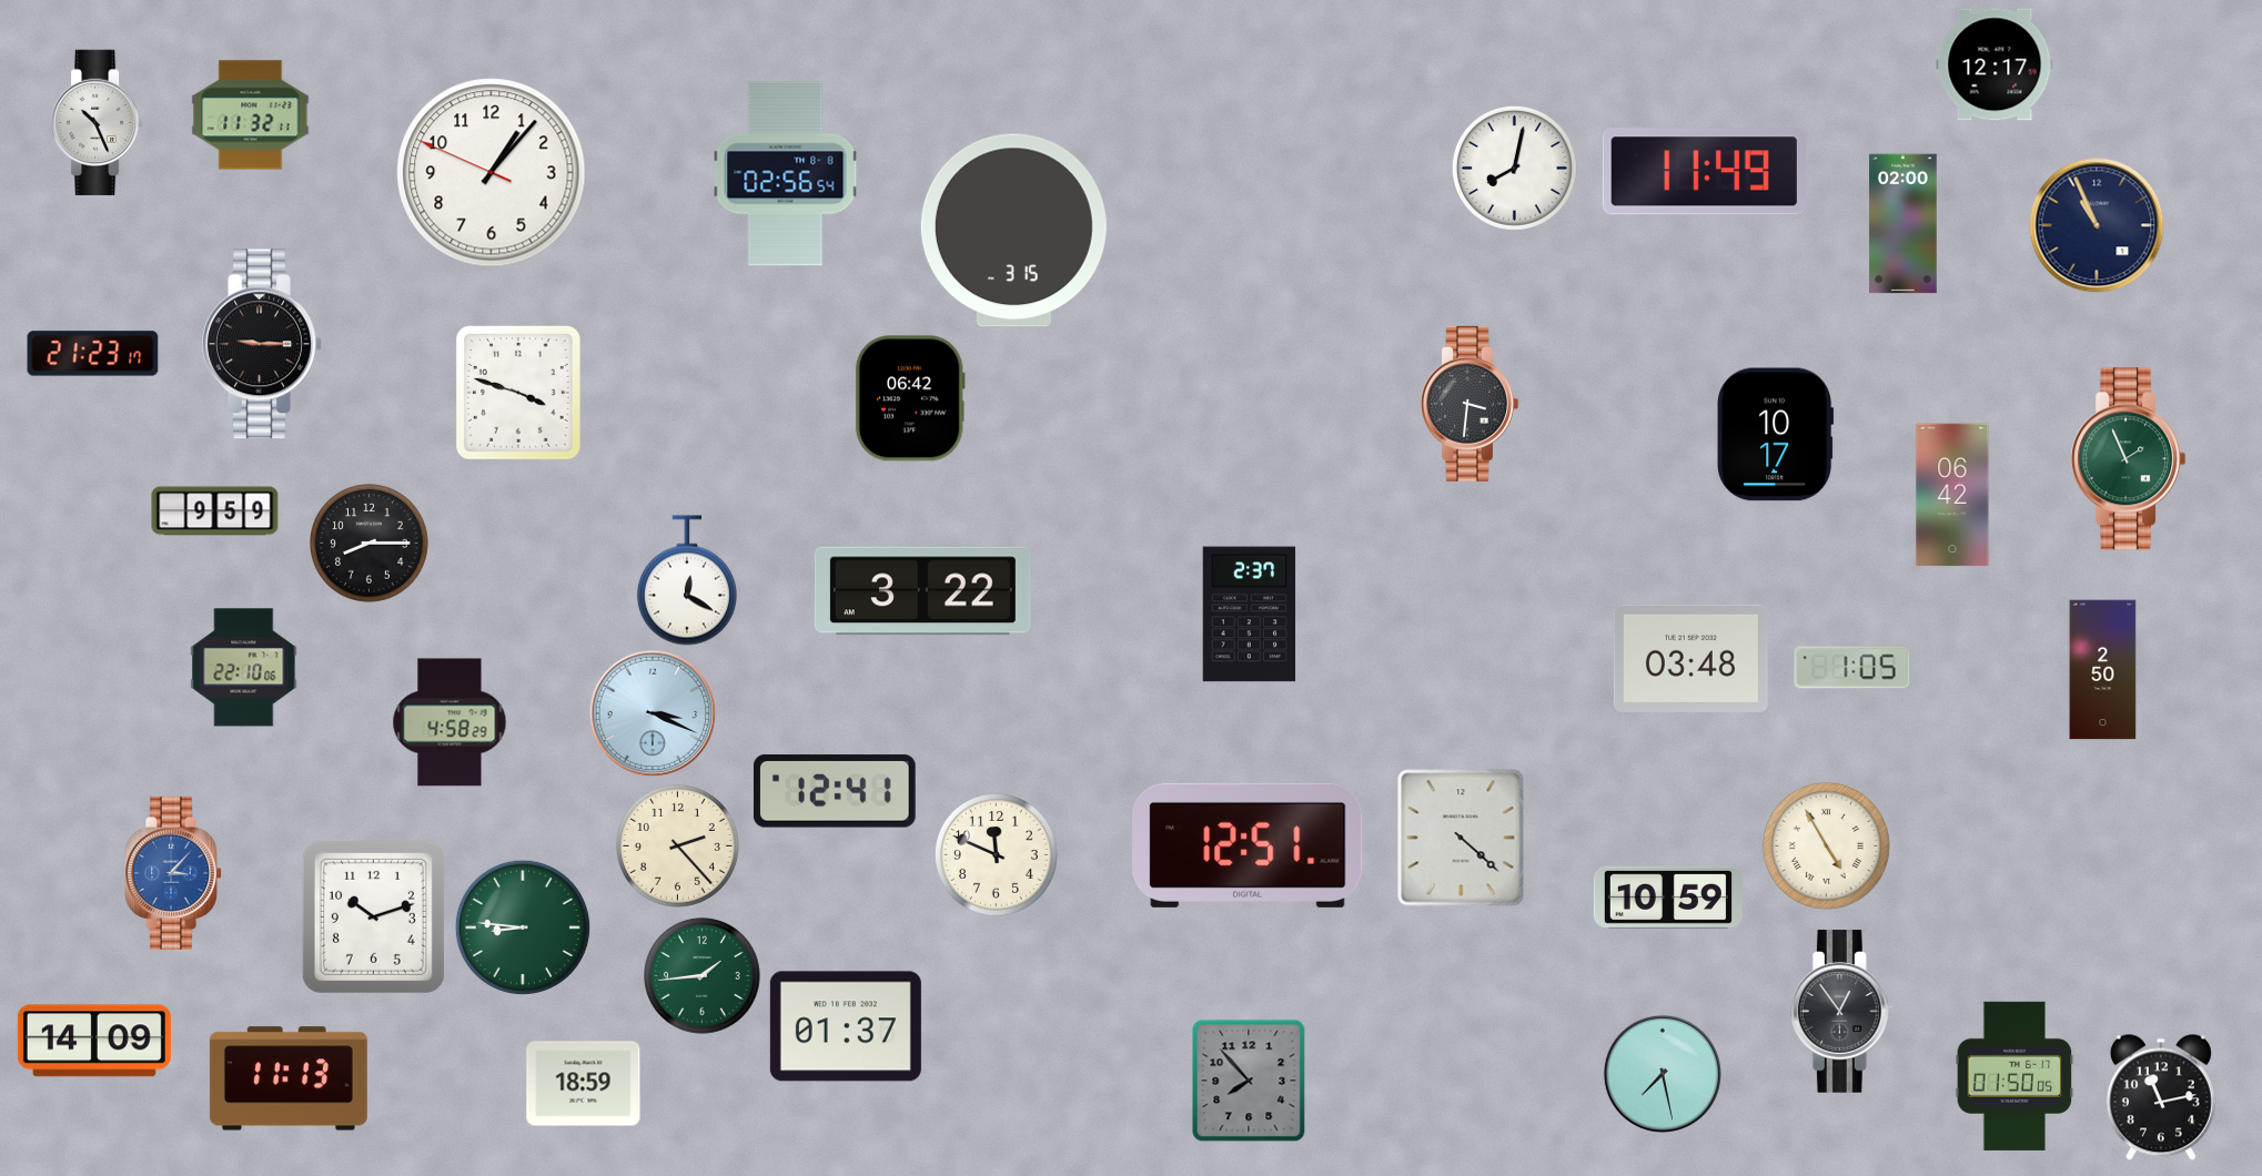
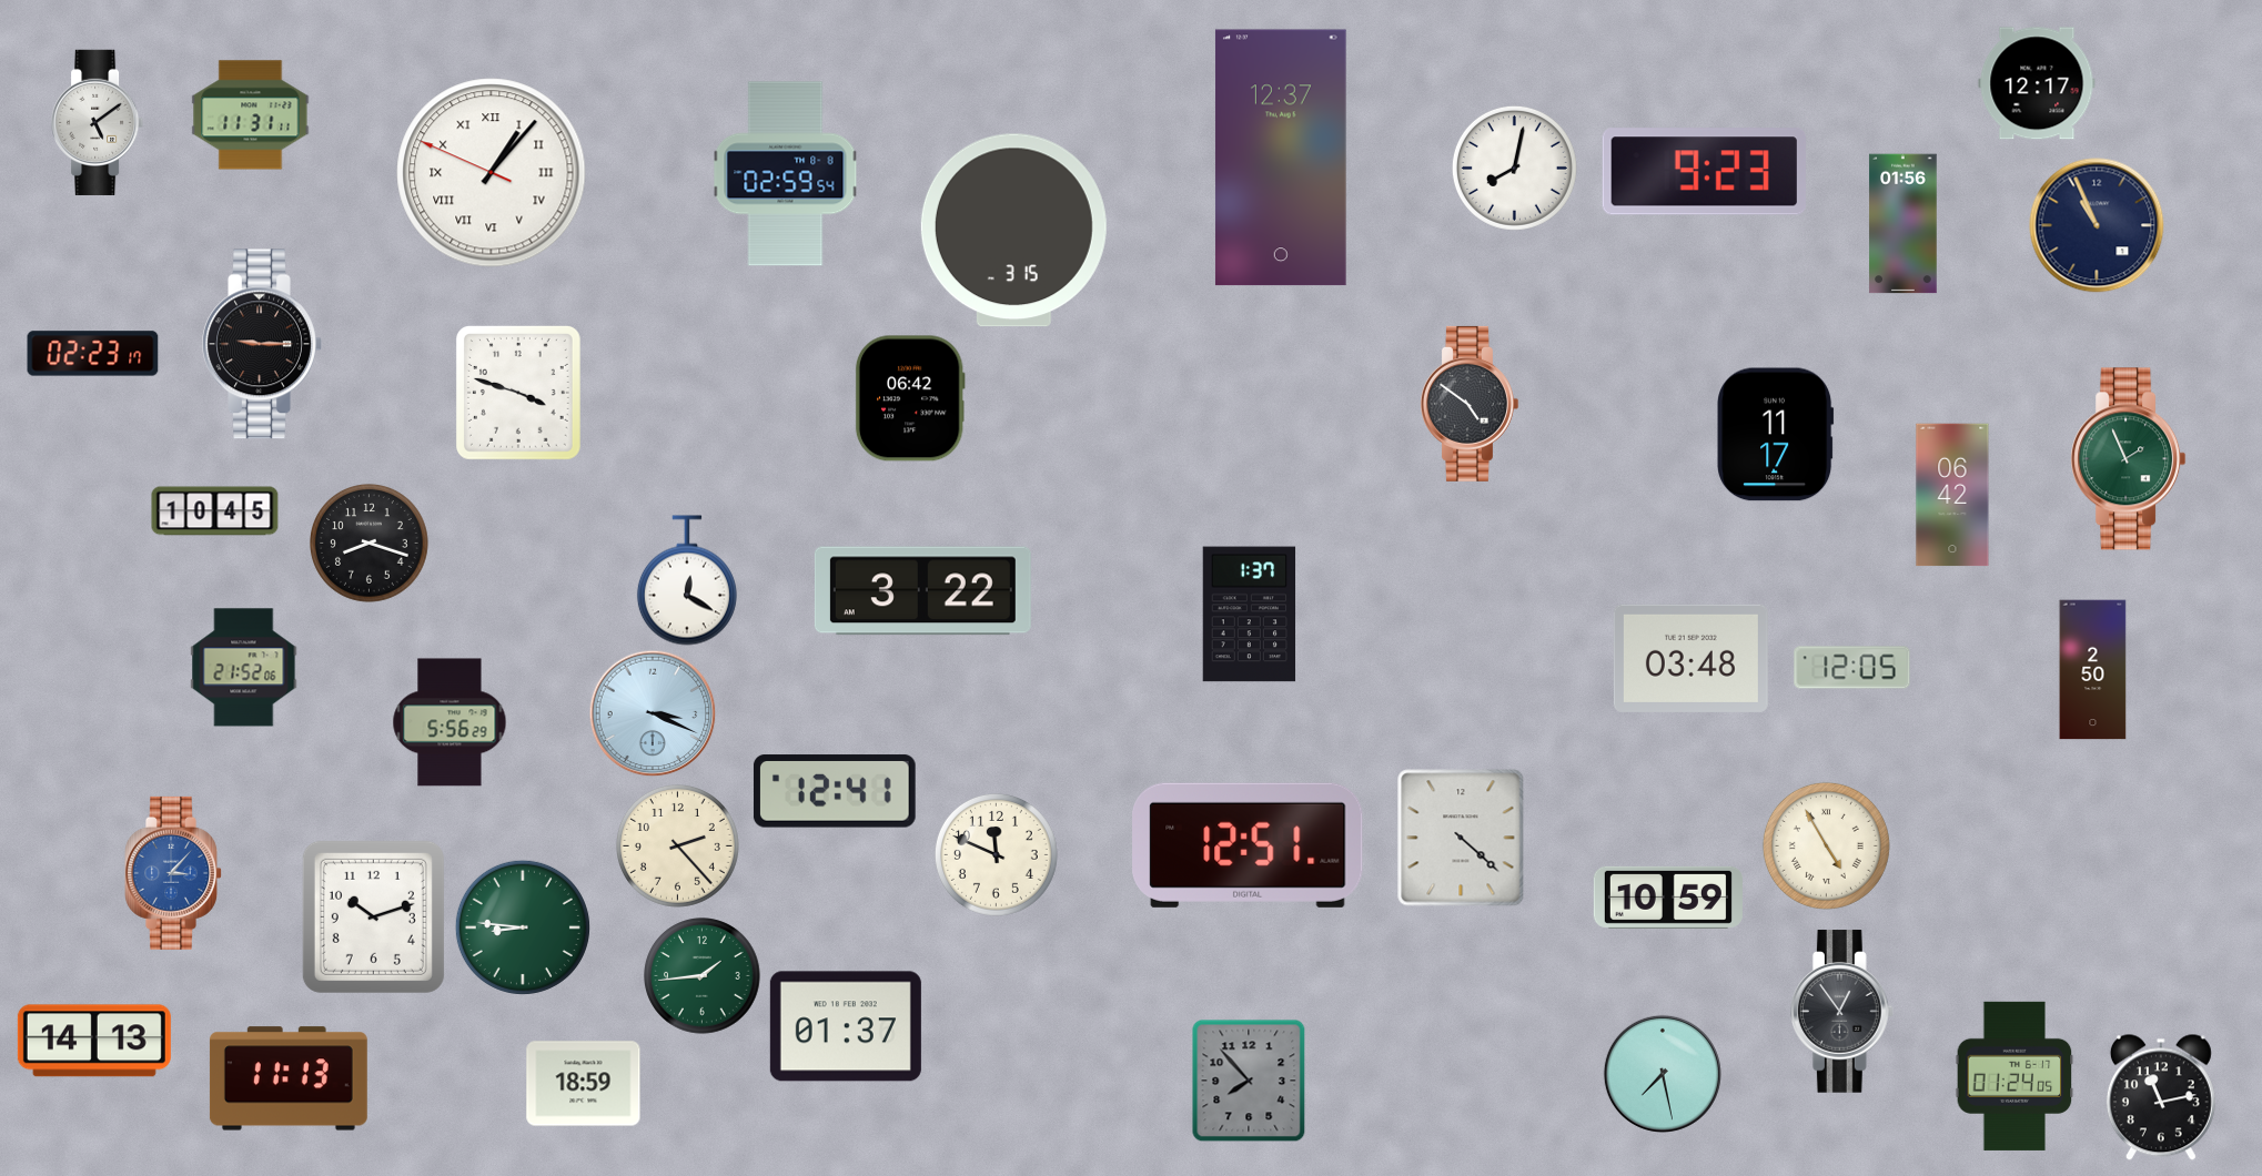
clock at (1995, 64) position: (1995, 64) -> (2037, 83)
clock at (251, 115): 11:32 -> 11:31
clock at (99, 122): 10:26 -> 5:09
clock at (1281, 158): none -> 12:37
clock at (1704, 172): 11:49 -> 9:23
clock at (492, 173) numerals: Arabic -> Roman
clock at (786, 174): 02:56 -> 02:59
clock at (1903, 224): 02:00 -> 01:56
clock at (93, 354): 21:23 -> 02:23
clock at (1468, 404): 3:31 -> 4:51
clock at (1776, 435): 10:17 -> 11:17
clock at (215, 511): 9:59 -> 10:45
clock at (370, 544): 8:15 -> 8:18
clock at (1250, 615): 2:37 -> 1:37
clock at (244, 668): 22:10 -> 21:52
clock at (1852, 668): 1:05 -> 12:05
clock at (2103, 670) position: (2103, 670) -> (2093, 670)
clock at (450, 722): 4:58 -> 5:56
clock at (94, 1041): 14:09 -> 14:13
clock at (2014, 1076): 01:50 -> 01:24
